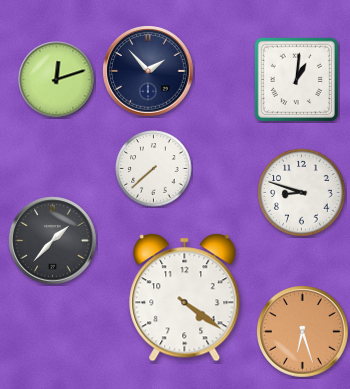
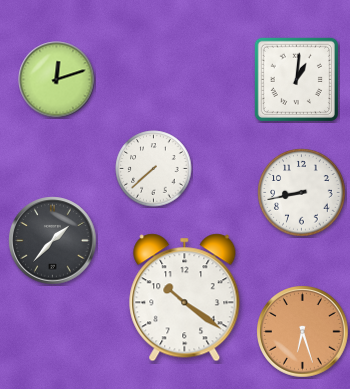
clock at (148, 71): 1:53 -> none
clock at (302, 193): 8:48 -> 8:43
clock at (185, 298): 4:21 -> 10:21
